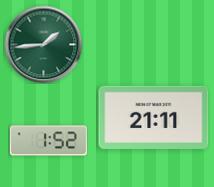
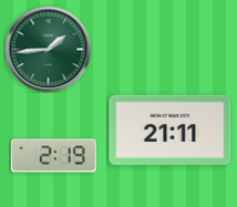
clock at (48, 141): 1:52 -> 2:19
